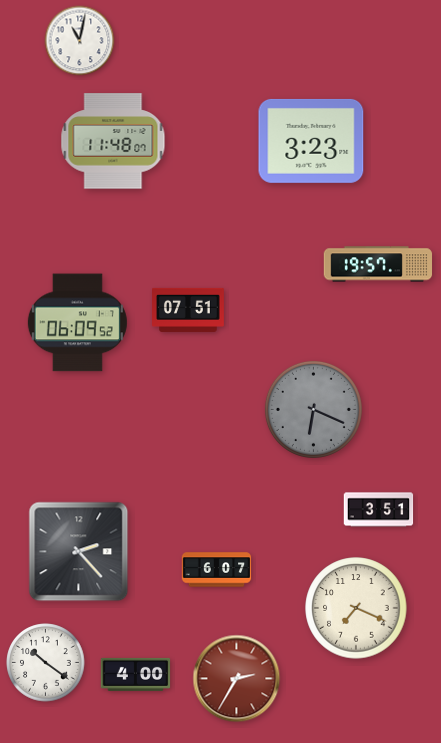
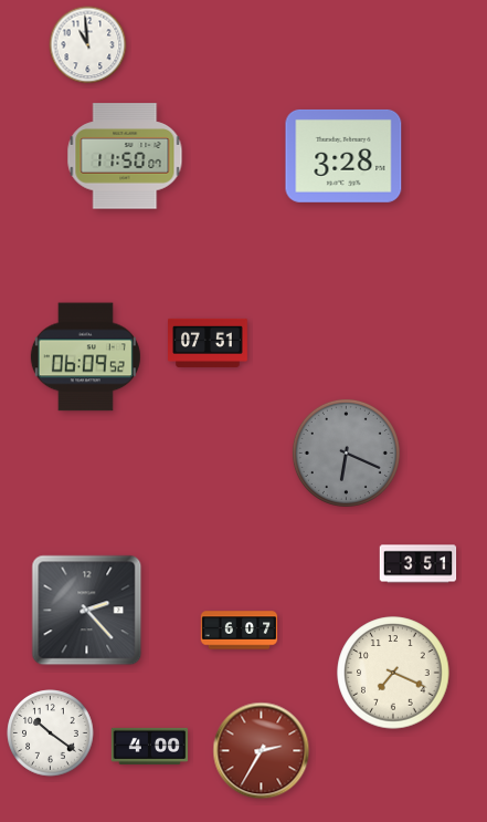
clock at (80, 41): 11:02 -> 10:59
clock at (113, 141): 11:48 -> 11:50
clock at (311, 141): 3:23 -> 3:28
clock at (378, 264): 19:57 -> none
